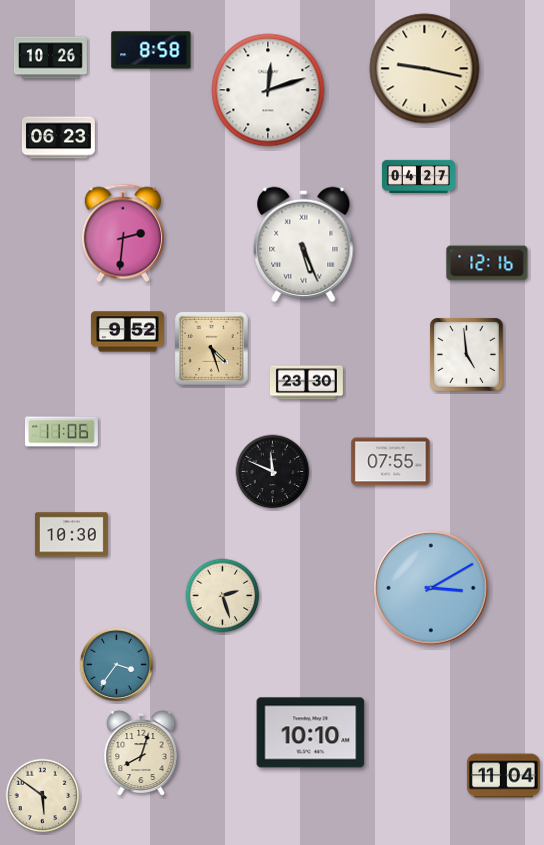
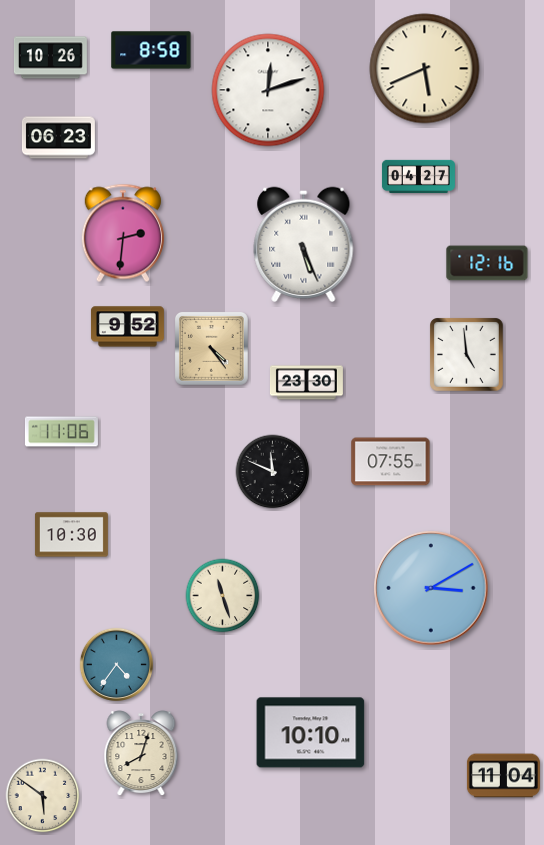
clock at (425, 69): 9:17 -> 5:41
clock at (127, 332) position: (127, 332) -> (127, 327)
clock at (212, 349): 4:27 -> 4:24
clock at (223, 596): 2:27 -> 11:27
clock at (116, 664): 3:36 -> 4:36
